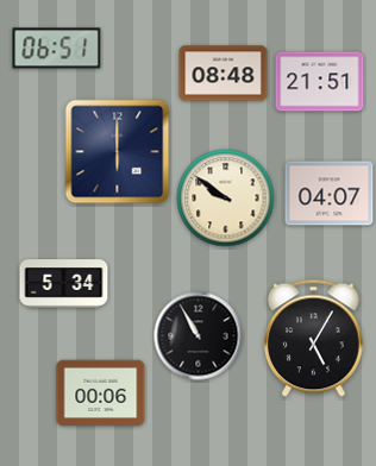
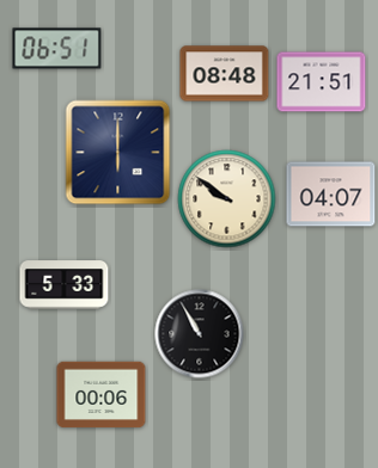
clock at (64, 284): 5:34 -> 5:33
clock at (199, 336) position: (199, 336) -> (200, 334)
clock at (314, 339): 5:05 -> none
